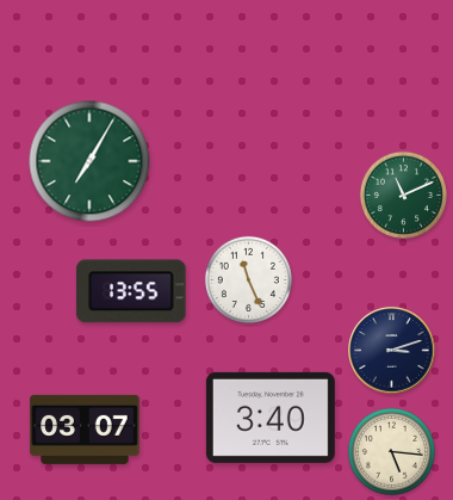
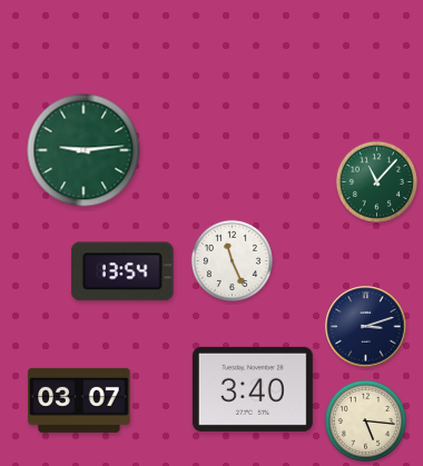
clock at (89, 161): 7:05 -> 9:14
clock at (403, 195): 11:11 -> 11:07
clock at (131, 291): 13:55 -> 13:54
